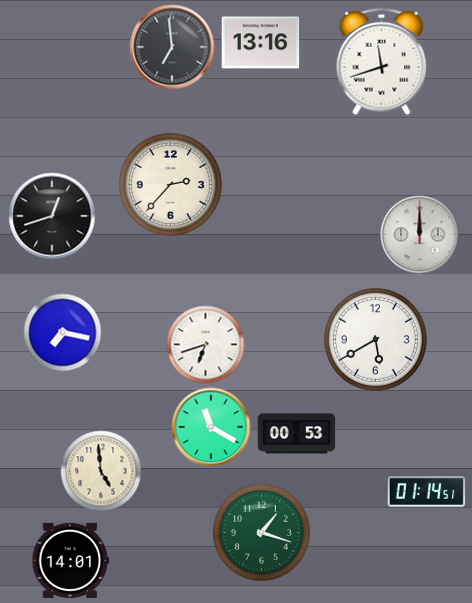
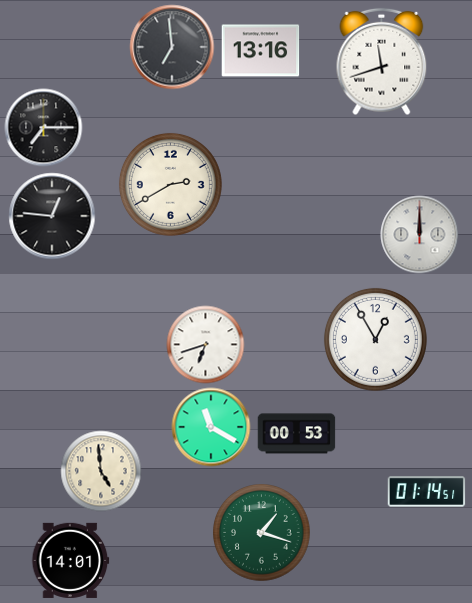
clock at (260, 43) position: (260, 43) -> (260, 51)
clock at (43, 127): none -> 7:15
clock at (170, 184): 2:37 -> 2:40
clock at (52, 216): 12:42 -> 12:46
clock at (62, 332): 7:17 -> none
clock at (375, 339): 5:40 -> 12:55
